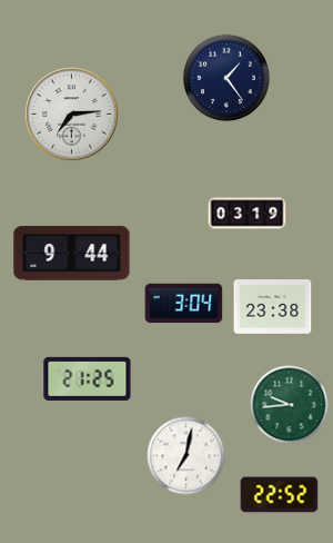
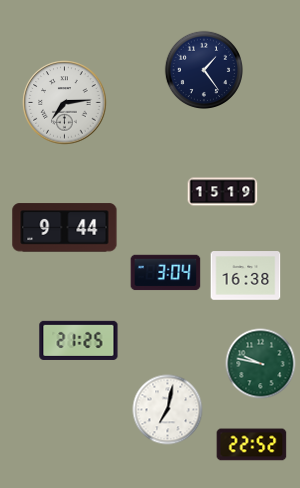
clock at (248, 214): 03:19 -> 15:19
clock at (273, 307): 23:38 -> 16:38
clock at (290, 405): 9:44 -> 9:47
